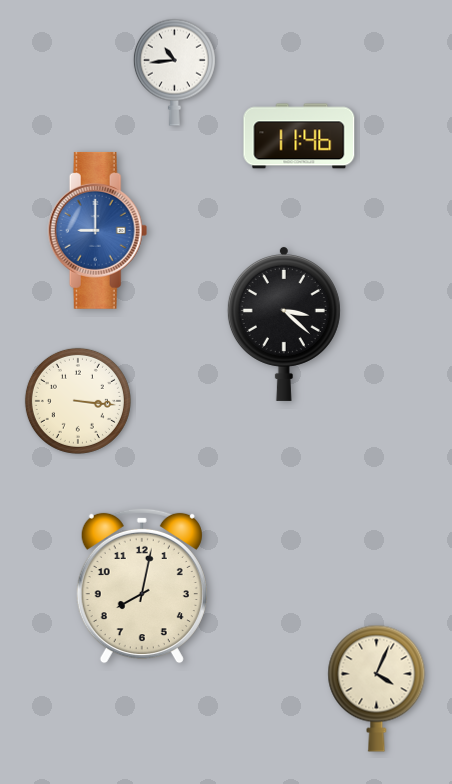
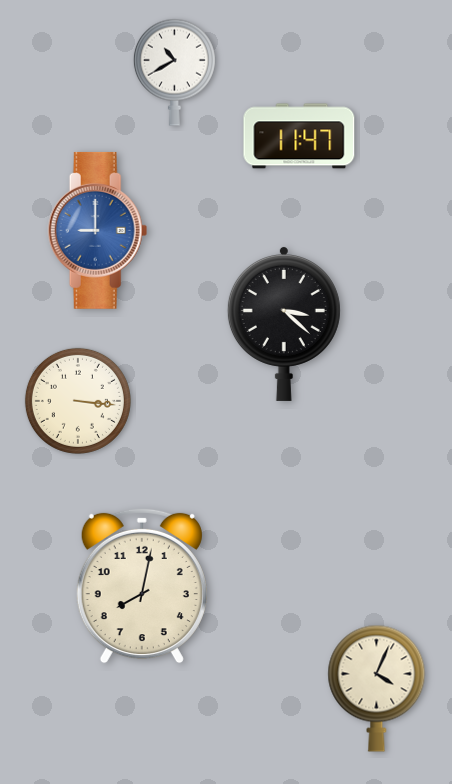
clock at (174, 72): 10:44 -> 10:40
clock at (299, 136): 11:46 -> 11:47
